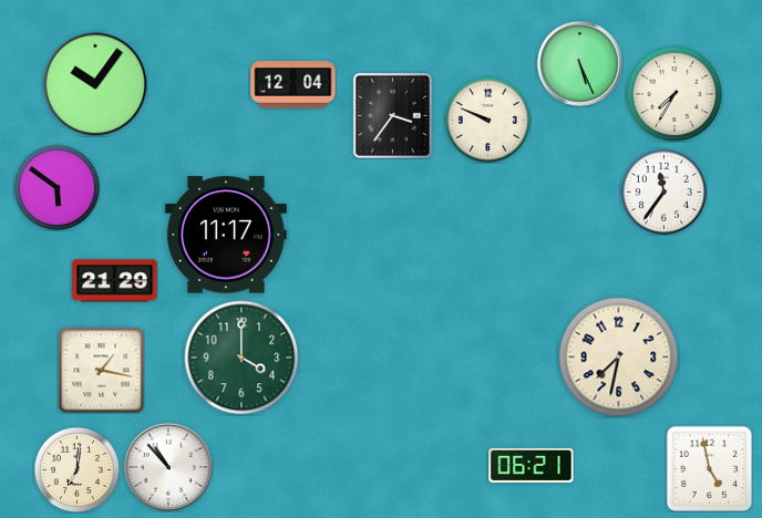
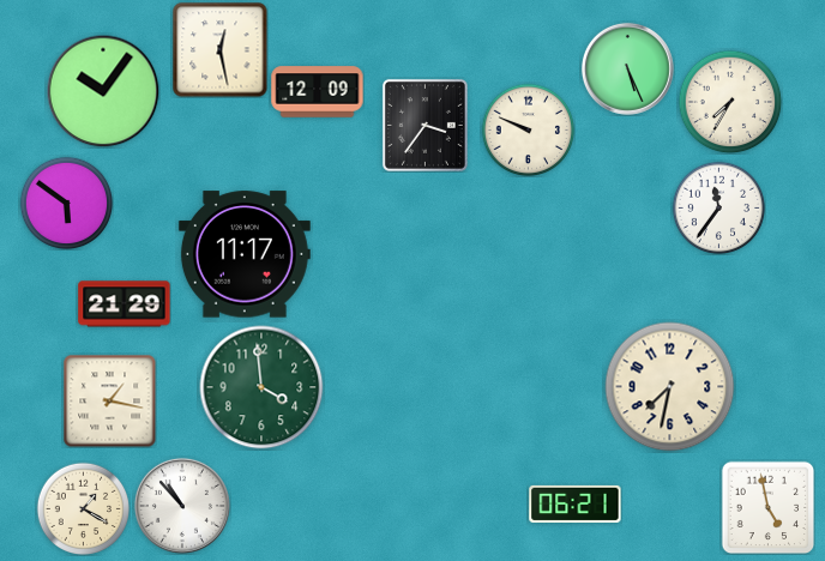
clock at (221, 50): none -> 12:28
clock at (294, 85): 12:04 -> 12:09
clock at (56, 187) position: (56, 187) -> (66, 203)
clock at (241, 358): 4:00 -> 3:59
clock at (76, 469): 7:01 -> 1:20
